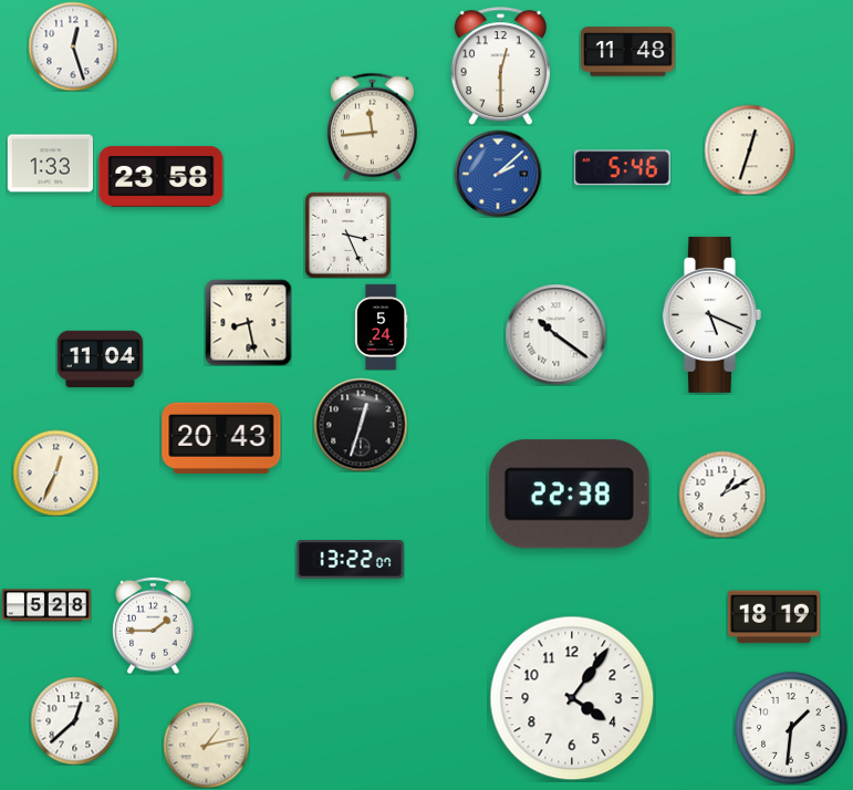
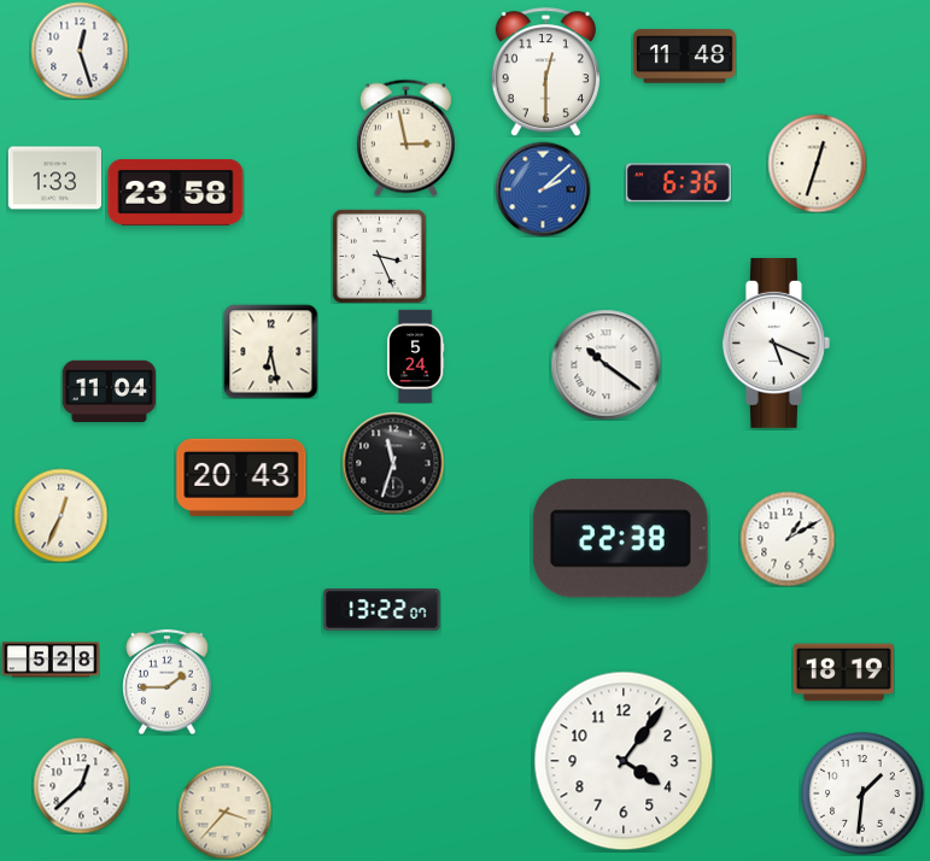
clock at (372, 126): 11:44 -> 2:58
clock at (622, 168): 5:46 -> 6:36
clock at (248, 322): 8:28 -> 6:28
clock at (361, 425): 12:33 -> 11:33
clock at (206, 745): 1:13 -> 3:37
